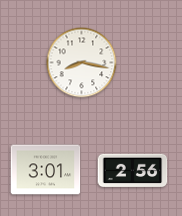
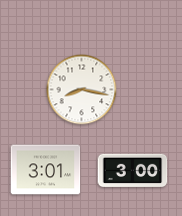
clock at (82, 63) position: (82, 63) -> (82, 90)
clock at (133, 171): 2:56 -> 3:00
